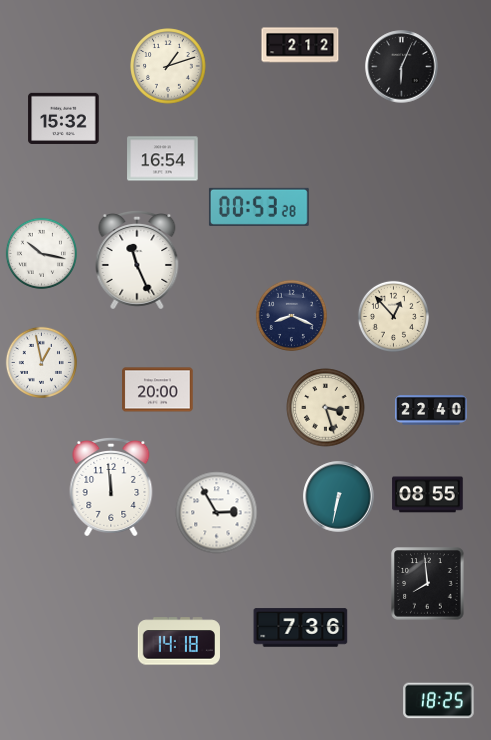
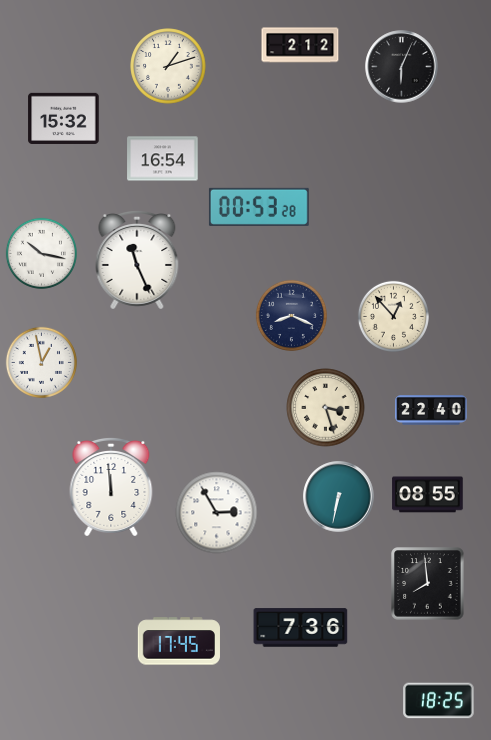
clock at (158, 390): 20:00 -> none
clock at (179, 641): 14:18 -> 17:45
